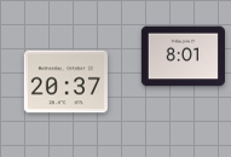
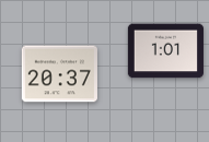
clock at (183, 57): 8:01 -> 1:01
